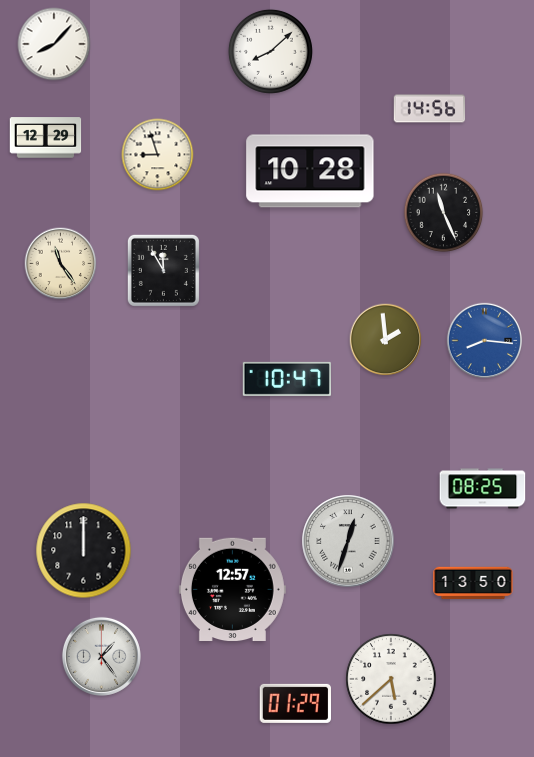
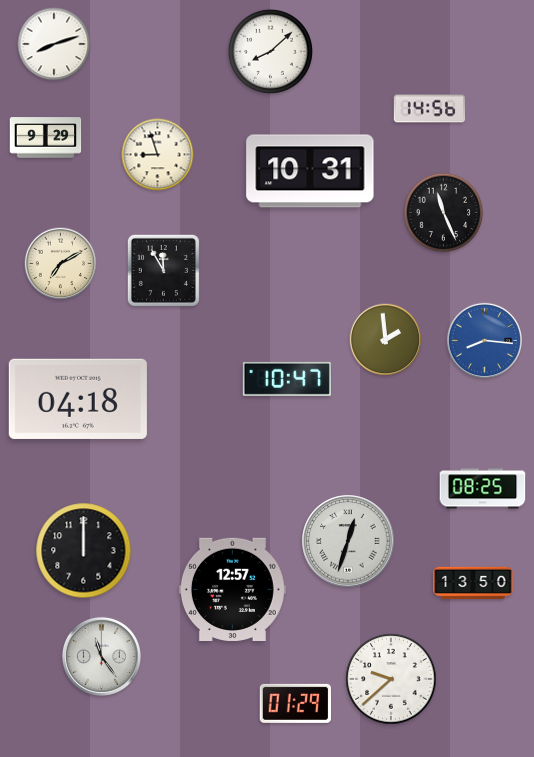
clock at (54, 44): 8:07 -> 8:12
clock at (46, 138): 12:29 -> 9:29
clock at (310, 171): 10:28 -> 10:31
clock at (61, 264): 11:24 -> 7:10
clock at (78, 399): none -> 04:18
clock at (101, 656): 1:24 -> 11:24
clock at (391, 679): 5:38 -> 9:38
